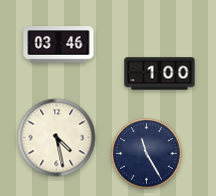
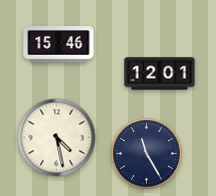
clock at (59, 45): 03:46 -> 15:46
clock at (160, 74): 1:00 -> 12:01
